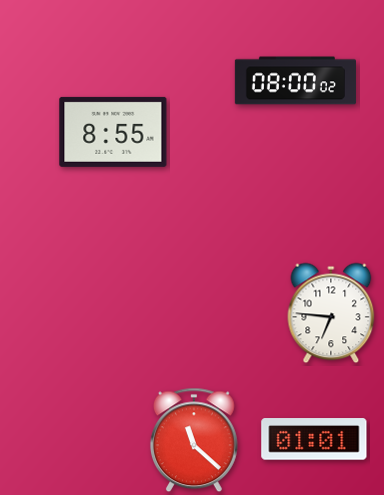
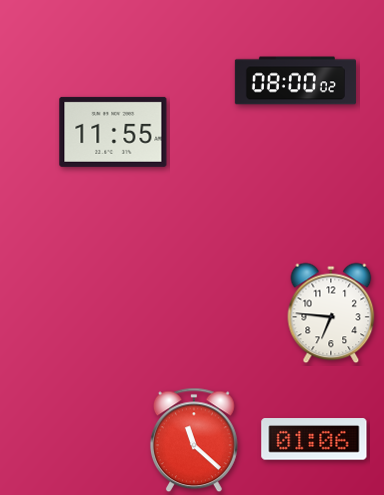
clock at (113, 132): 8:55 -> 11:55
clock at (314, 439): 01:01 -> 01:06
